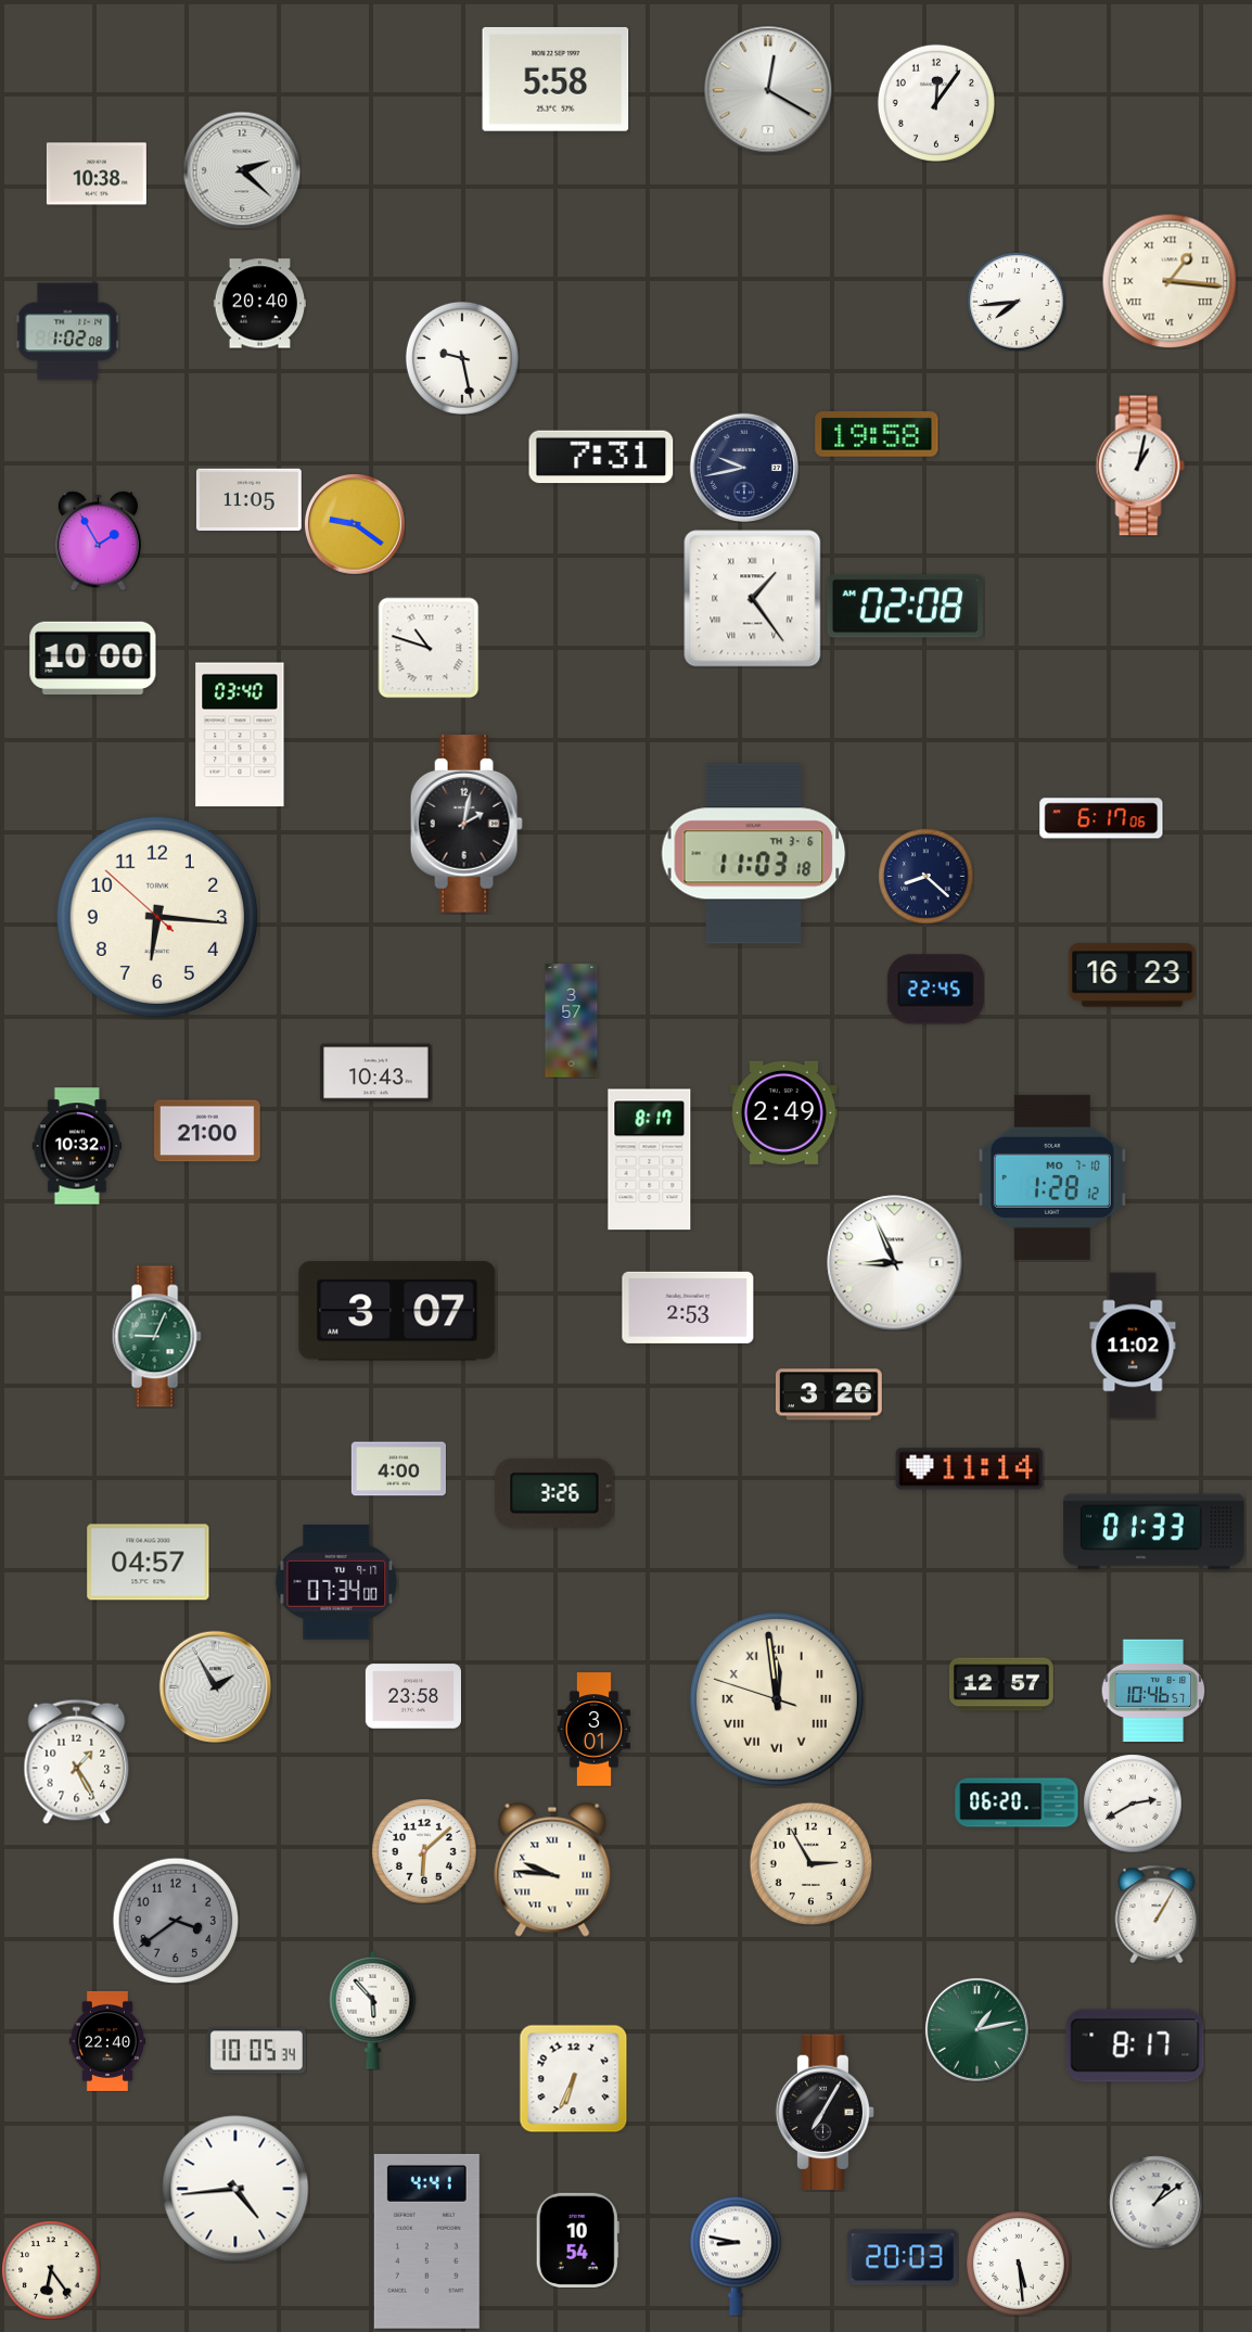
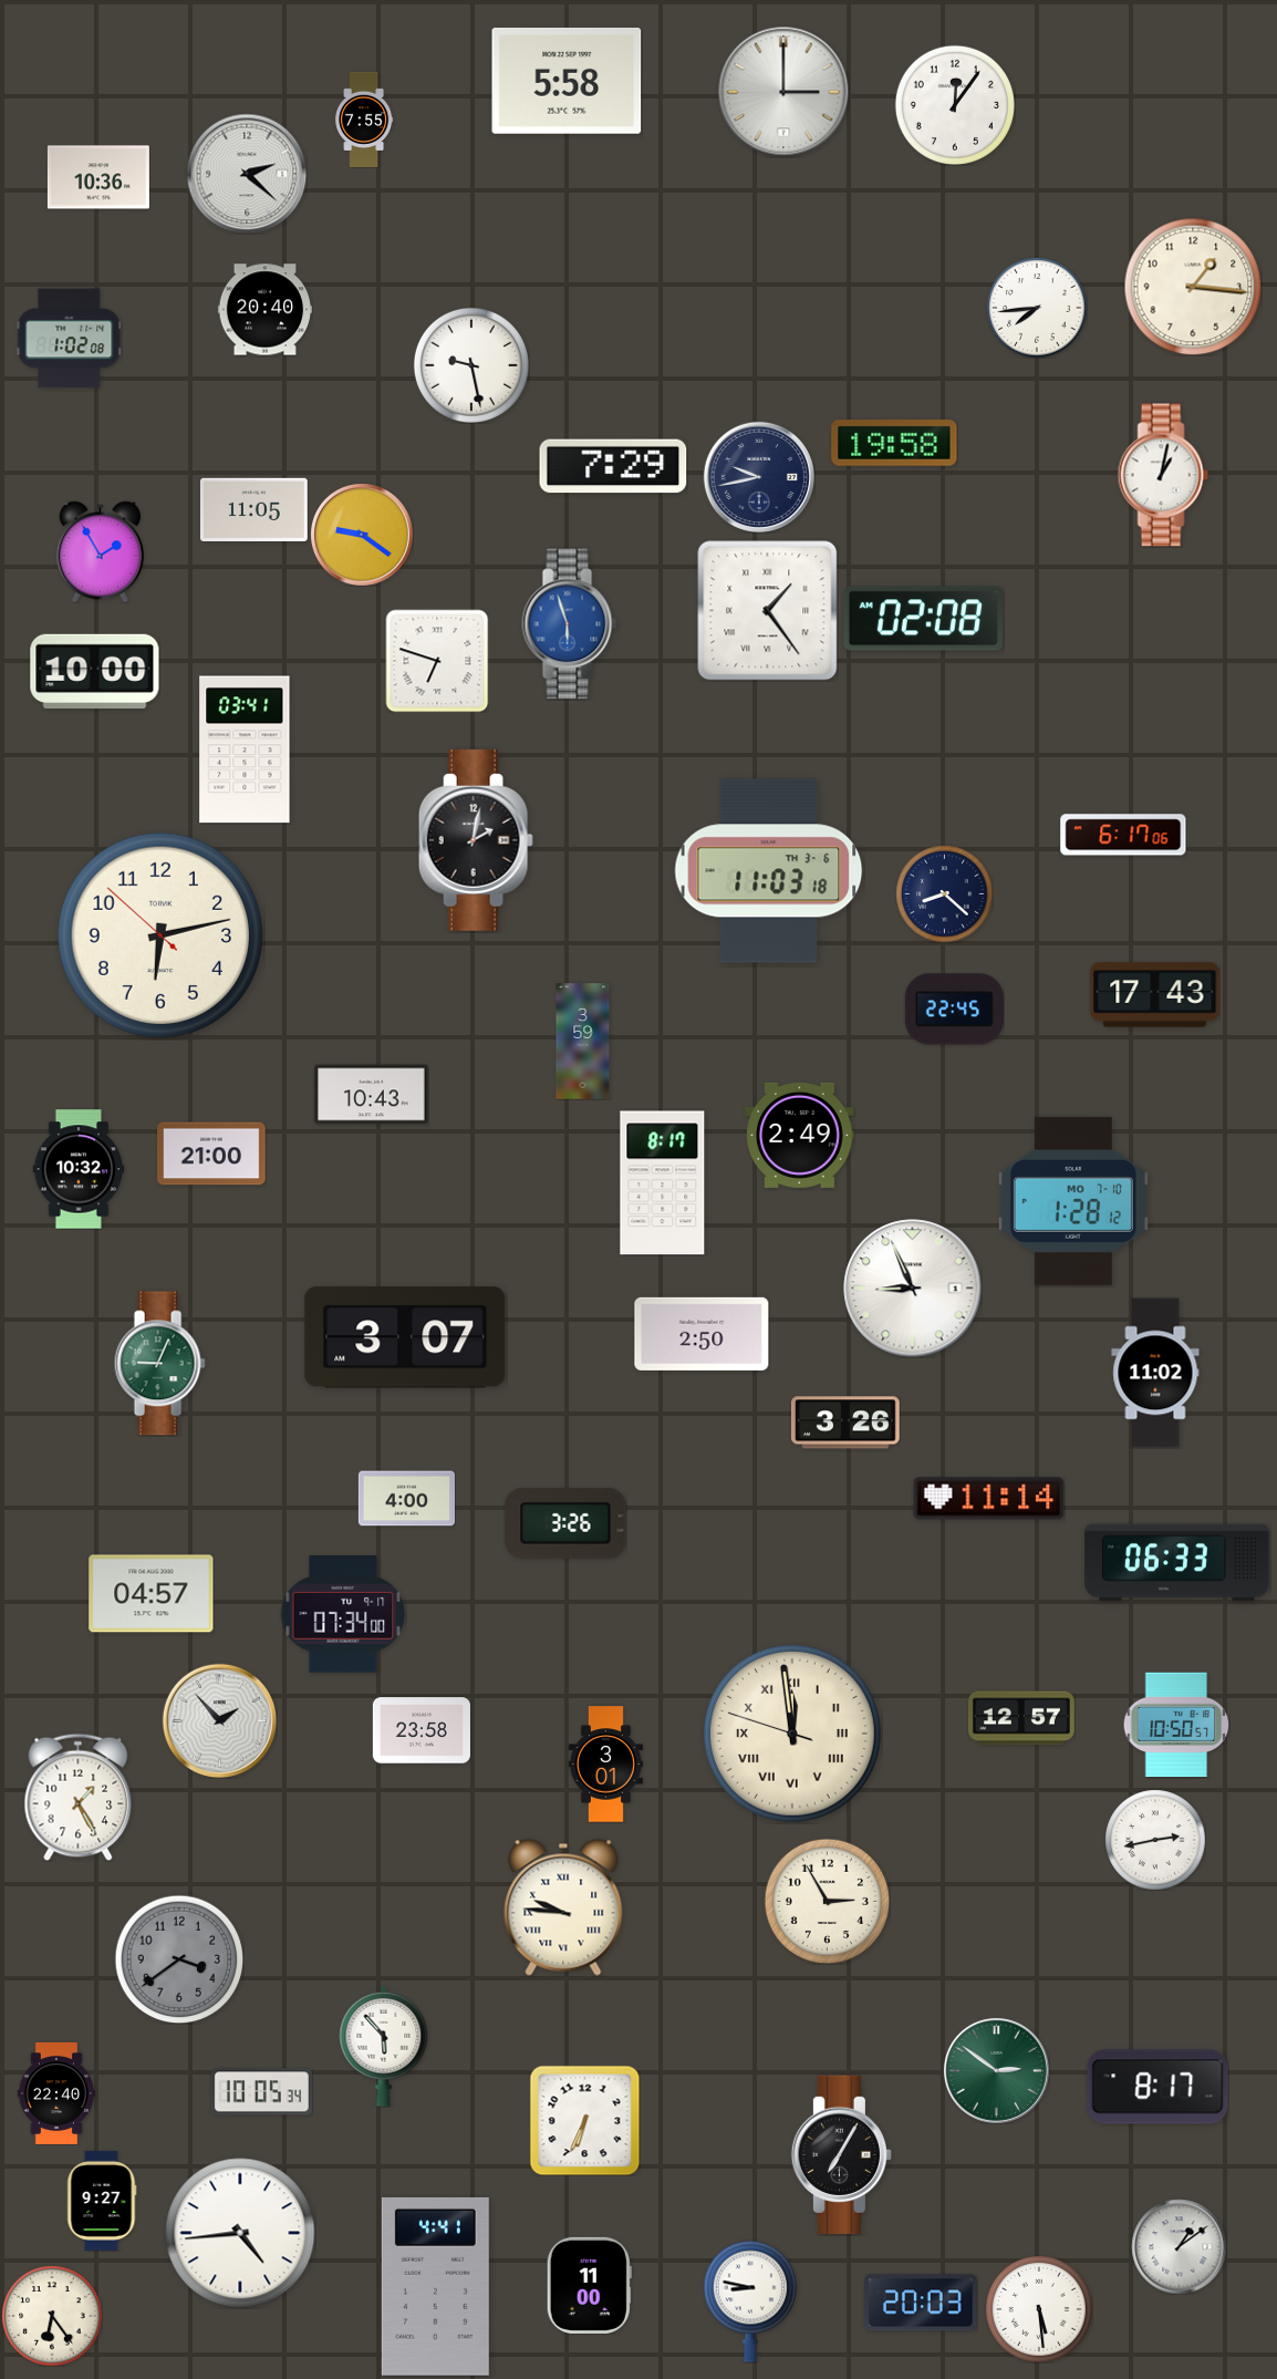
clock at (768, 90): 12:20 -> 3:00
clock at (364, 120): none -> 7:55
clock at (97, 174): 10:38 -> 10:36
clock at (1170, 281) numerals: Roman -> Arabic
clock at (601, 457): 7:31 -> 7:29
clock at (570, 624): none -> 5:57
clock at (429, 648): 10:48 -> 6:48
clock at (240, 735): 03:40 -> 03:41
clock at (157, 917): 6:15 -> 6:12
clock at (1133, 976): 16:23 -> 17:43
clock at (572, 1021): 3:57 -> 3:59
clock at (376, 1073) position: (376, 1073) -> (372, 1095)
clock at (688, 1308): 2:53 -> 2:50
clock at (1154, 1532): 01:33 -> 06:33
clock at (215, 1686): 1:55 -> 1:53
clock at (1153, 1691): 10:46 -> 10:50
clock at (1017, 1802): 06:20 -> none
clock at (1133, 1804): 2:40 -> 2:43
clock at (424, 1851): 6:08 -> none
clock at (1157, 1914): 1:05 -> none
clock at (373, 2010) position: (373, 2010) -> (384, 2046)
clock at (976, 2029): 1:13 -> 2:51
clock at (107, 2041) position: (107, 2041) -> (56, 2093)
clock at (102, 2201): none -> 9:27
clock at (577, 2240): 10:54 -> 11:00
